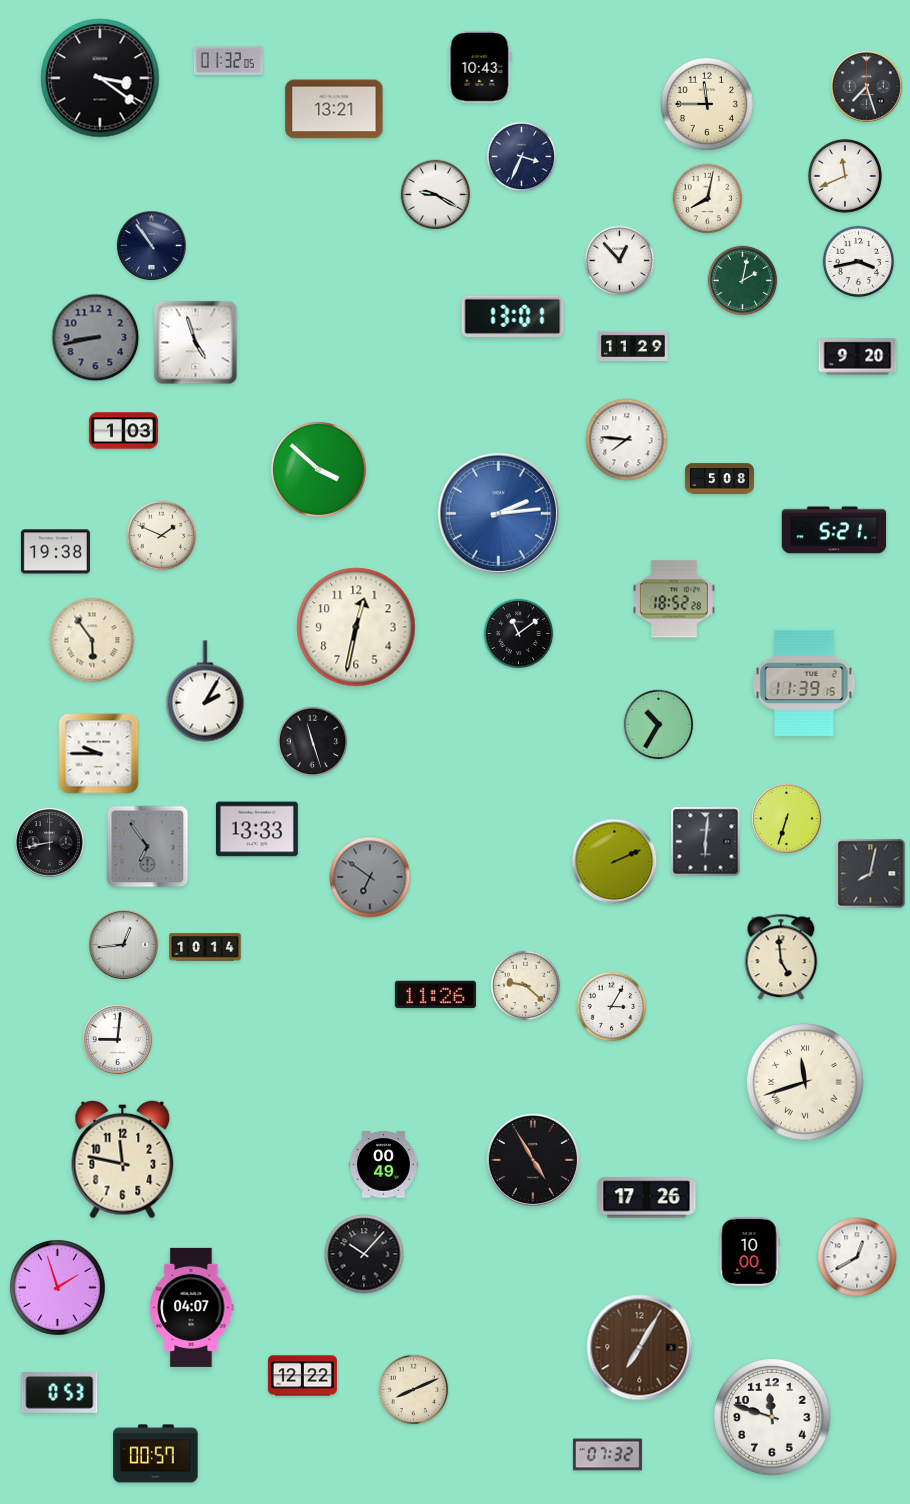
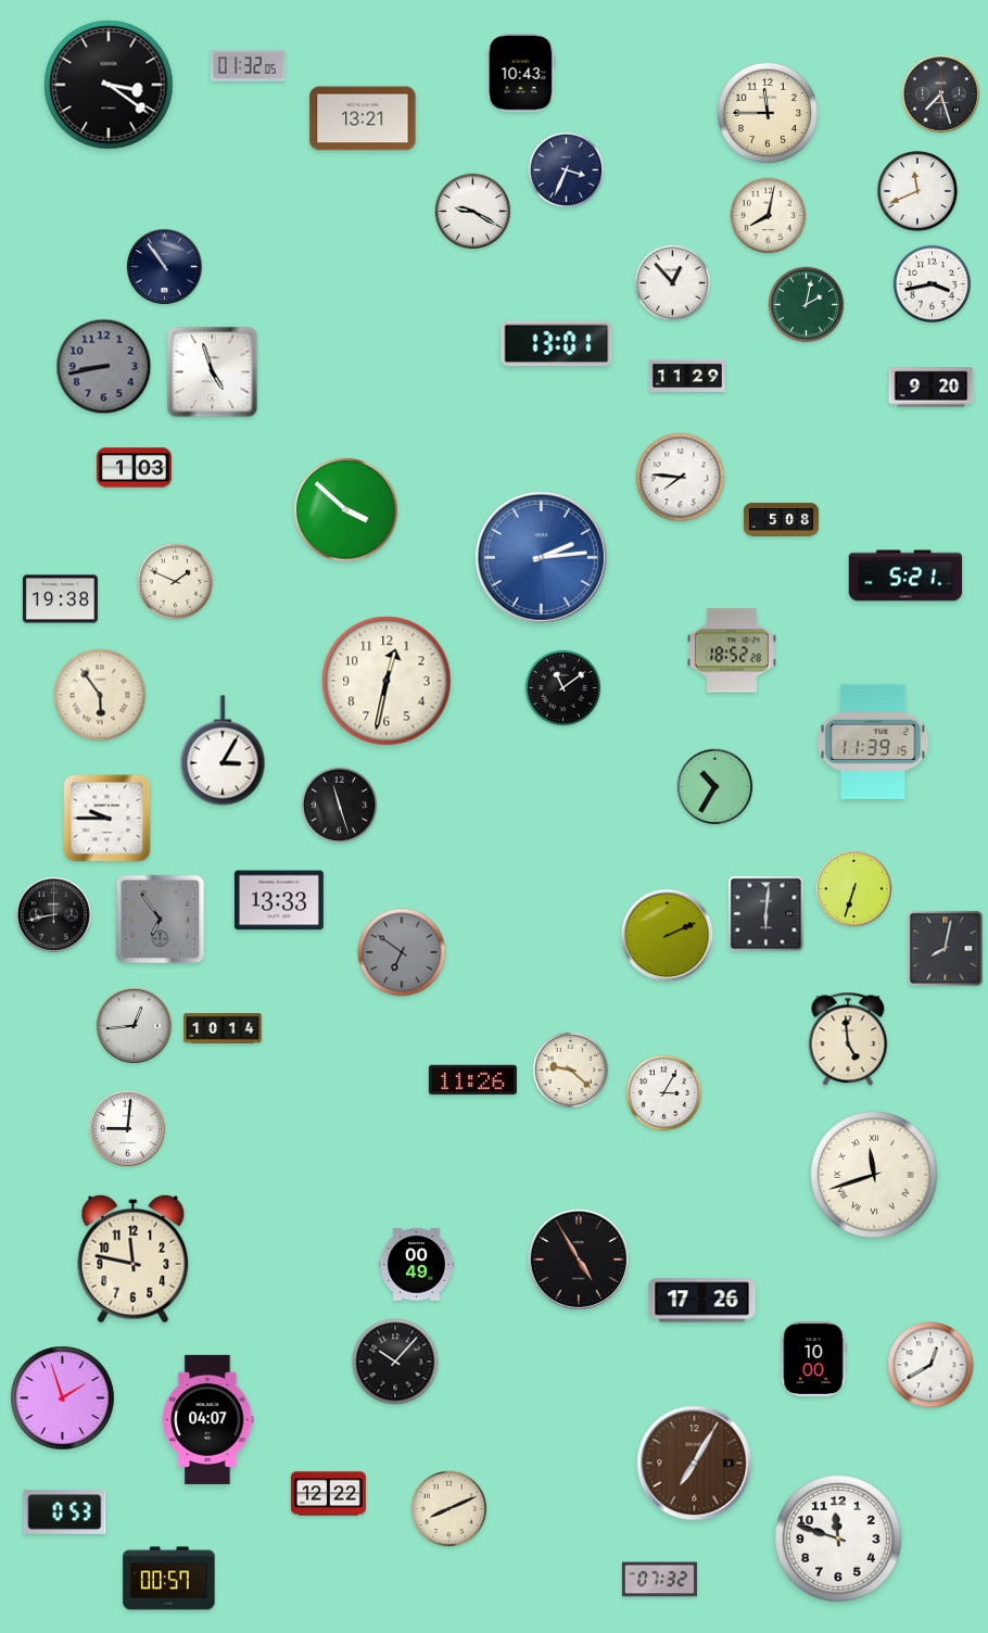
clock at (205, 691): 2:05 -> 3:05
